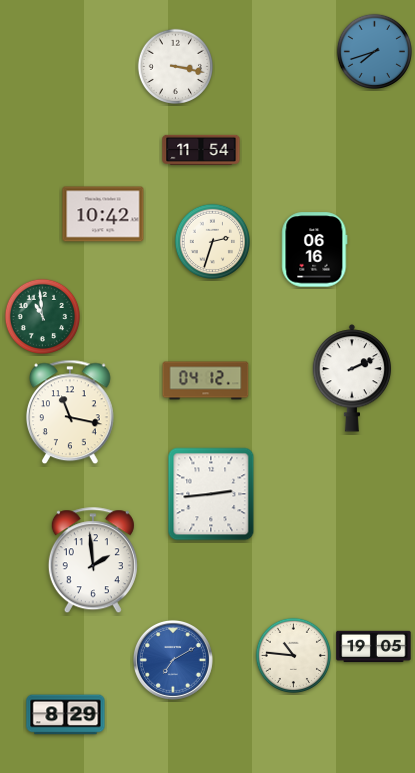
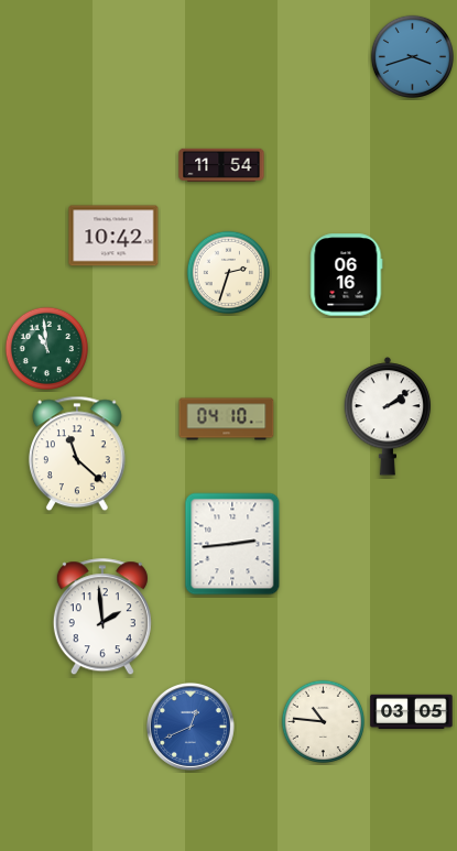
clock at (374, 51): 7:42 -> 3:42
clock at (175, 66): 3:17 -> none
clock at (212, 241) position: (212, 241) -> (228, 272)
clock at (352, 378): 2:11 -> 2:09
clock at (206, 381): 04:12 -> 04:10
clock at (70, 412): 11:17 -> 11:22
clock at (374, 647): 19:05 -> 03:05
clock at (173, 660): 7:10 -> 12:41
clock at (66, 715): 8:29 -> none
